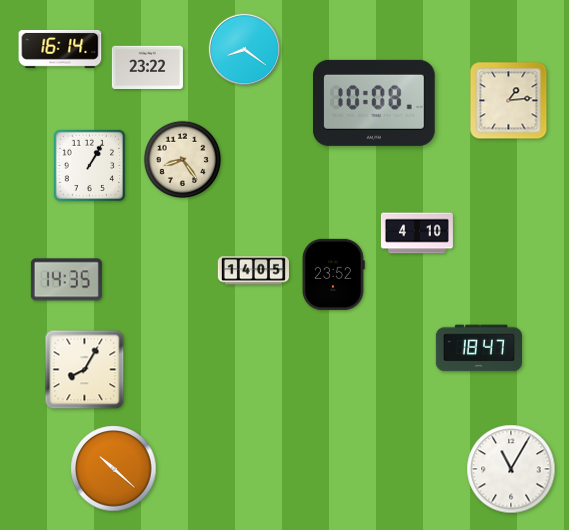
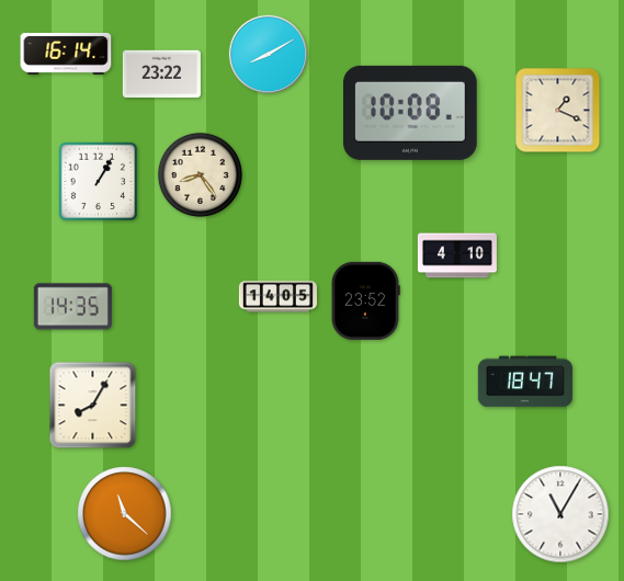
clock at (244, 49): 8:21 -> 8:10
clock at (509, 101): 1:14 -> 1:19
clock at (114, 469): 10:22 -> 11:22
